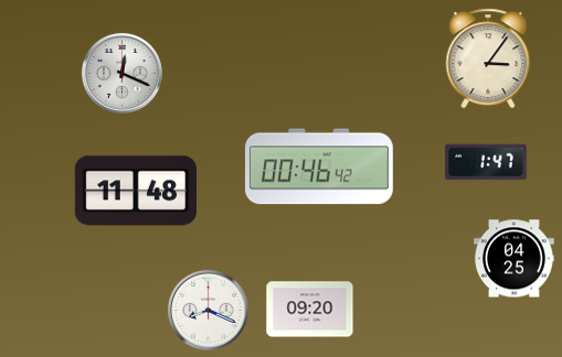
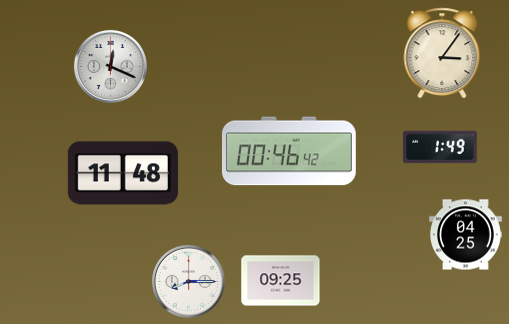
clock at (486, 162): 1:47 -> 1:49
clock at (208, 310): 8:19 -> 8:15
clock at (310, 310): 09:20 -> 09:25
